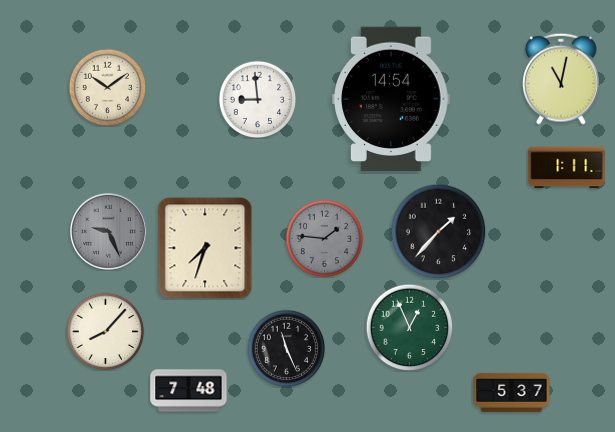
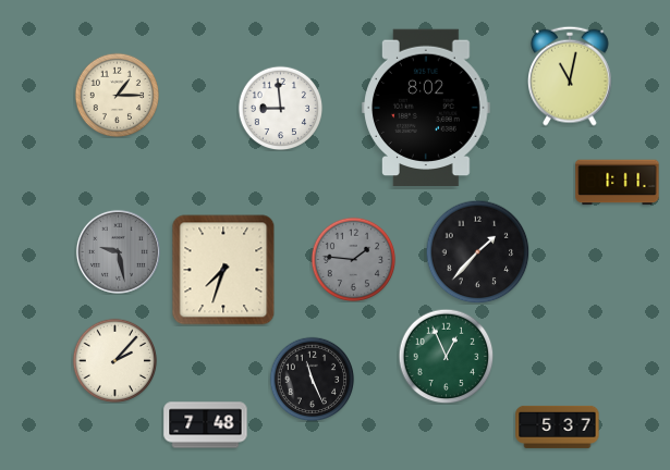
clock at (562, 79) position: (562, 79) -> (571, 76)
clock at (107, 87): 10:09 -> 1:15
clock at (391, 98): 14:54 -> 8:02
clock at (108, 231): 9:26 -> 9:28
clock at (105, 331): 8:07 -> 2:07
